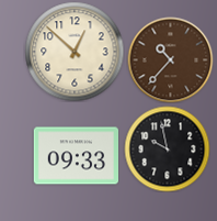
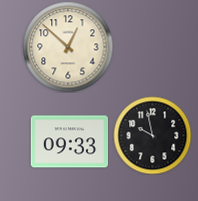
clock at (170, 59): 10:37 -> none
